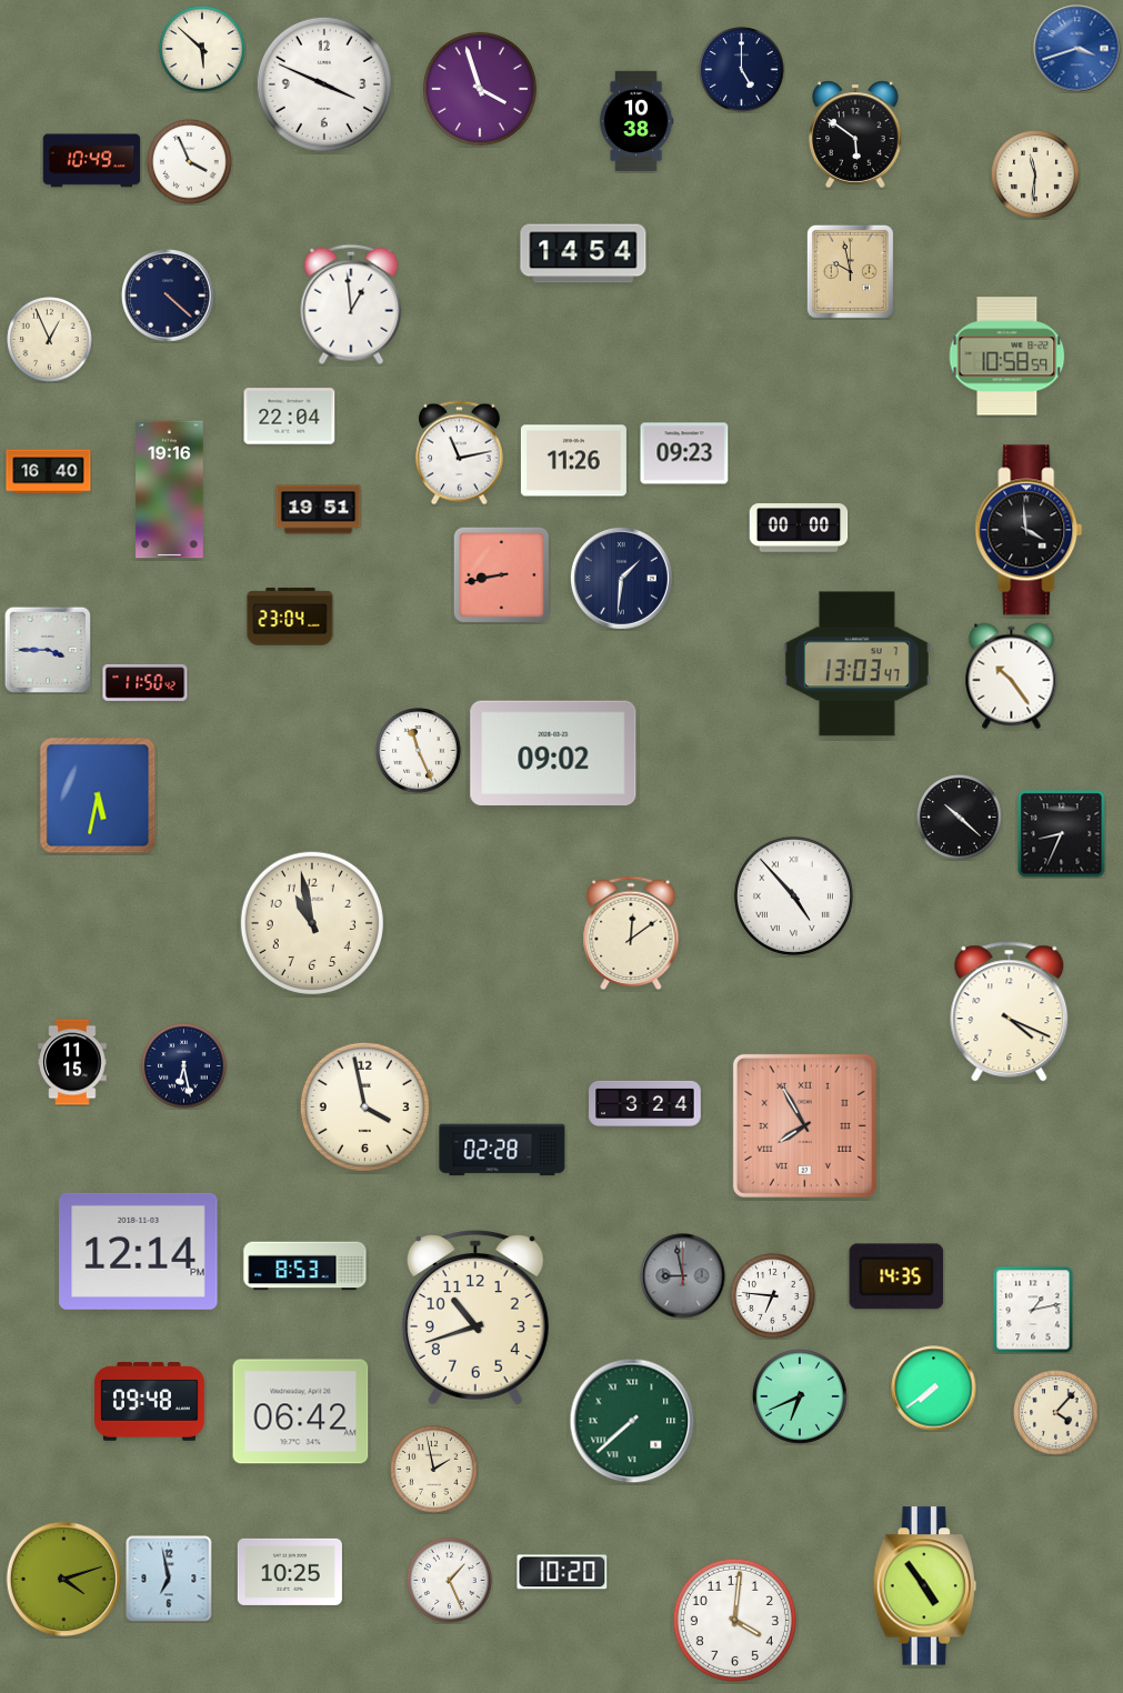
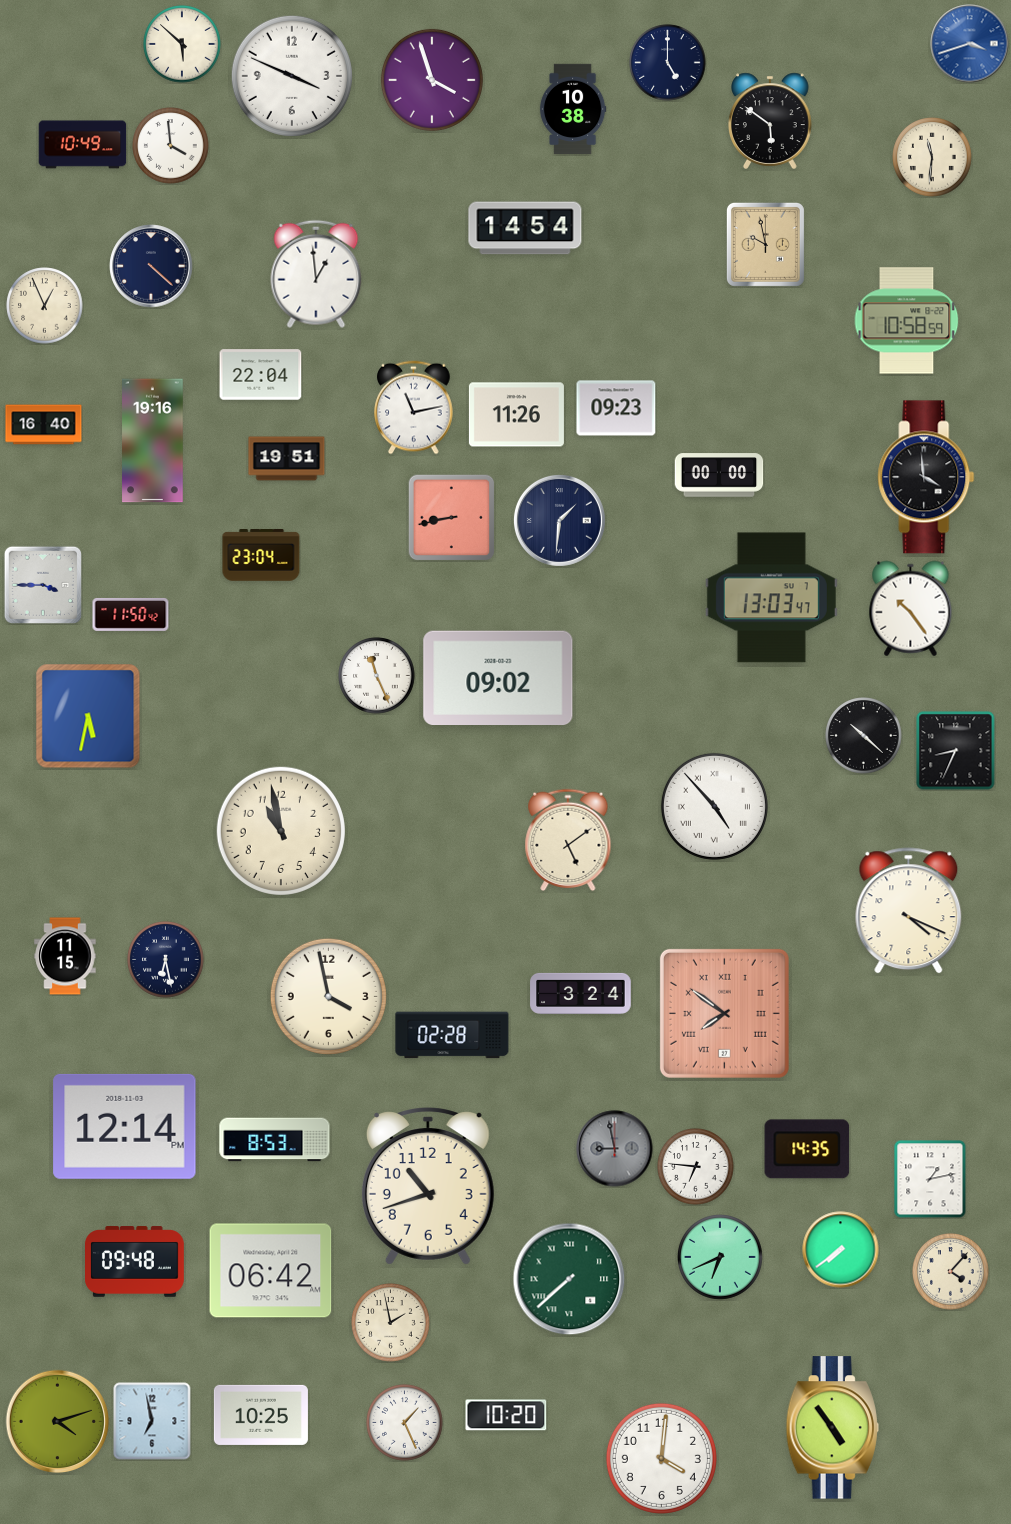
clock at (190, 162): 3:56 -> 3:59
clock at (631, 933): 12:09 -> 5:09
clock at (804, 1125): 7:55 -> 7:51
